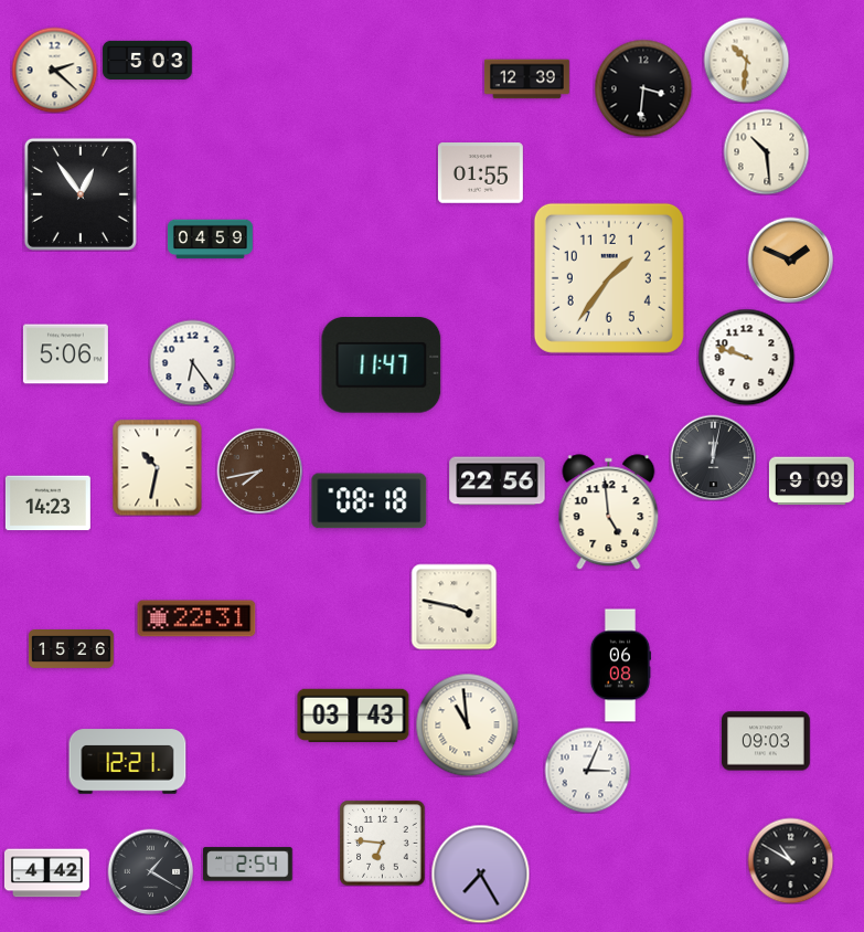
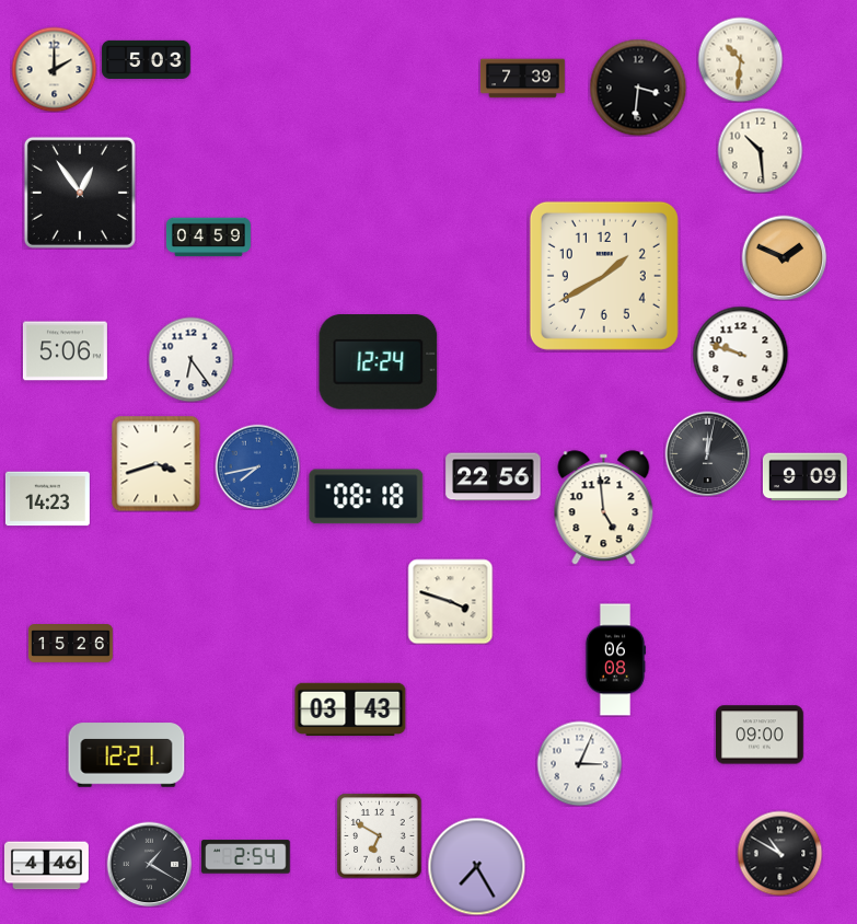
clock at (54, 70): 2:22 -> 2:00
clock at (526, 80): 12:39 -> 7:39
clock at (480, 173): 01:55 -> none
clock at (609, 278): 1:36 -> 1:40
clock at (382, 366): 11:47 -> 12:24
clock at (158, 467): 10:32 -> 3:42
clock at (259, 470) dial: brown -> blue
clock at (454, 606): 3:47 -> 3:48
clock at (196, 618): 22:31 -> none
clock at (467, 724): 10:59 -> none
clock at (767, 741): 09:03 -> 09:00
clock at (587, 770) position: (587, 770) -> (579, 763)
clock at (382, 843): 6:46 -> 6:50
clock at (790, 860) position: (790, 860) -> (779, 853)
clock at (46, 873): 4:42 -> 4:46
